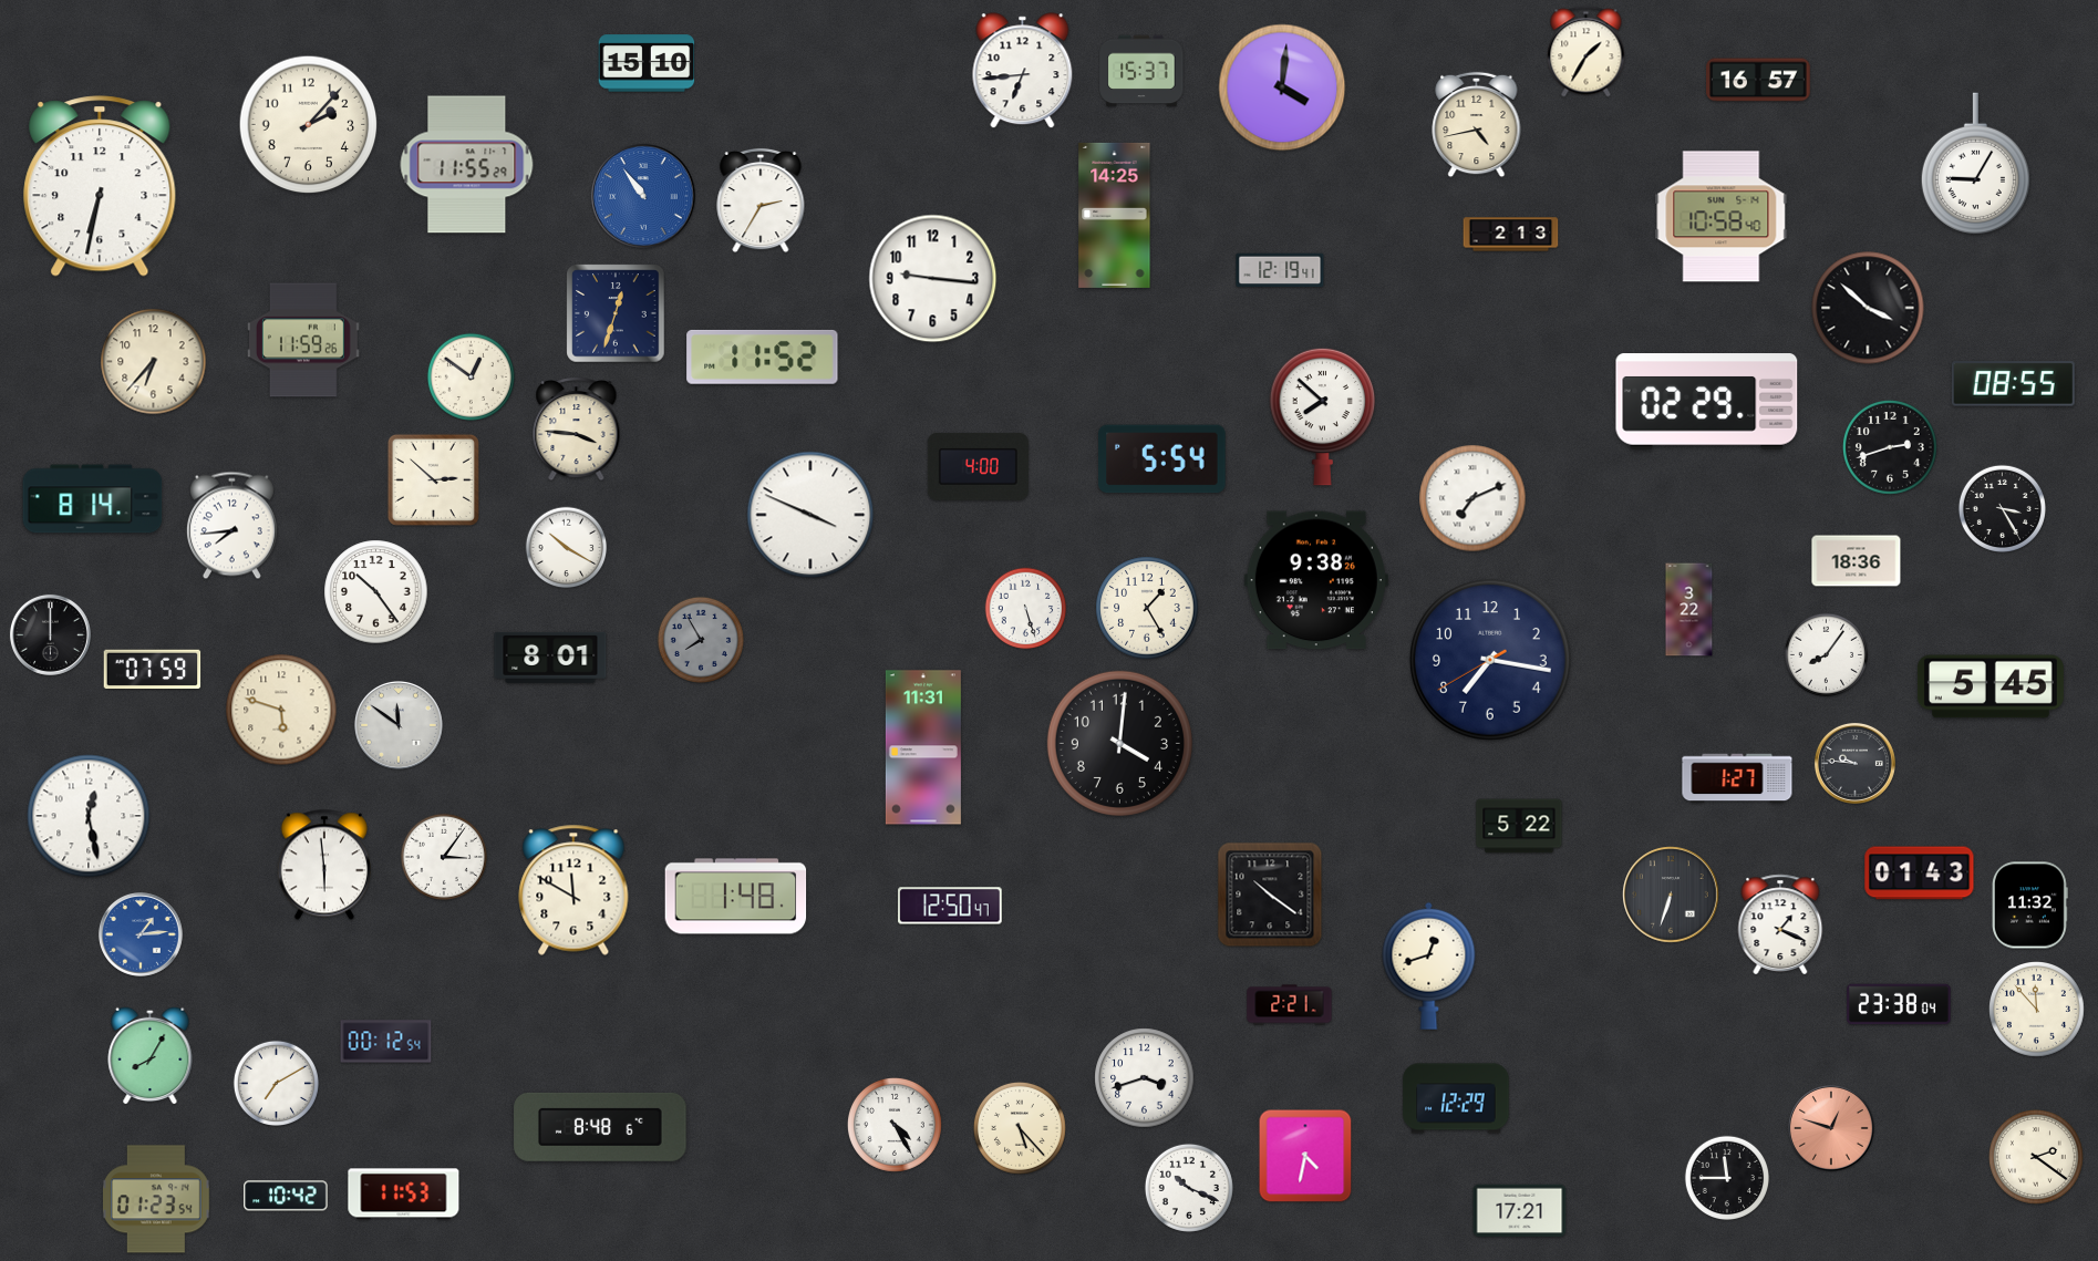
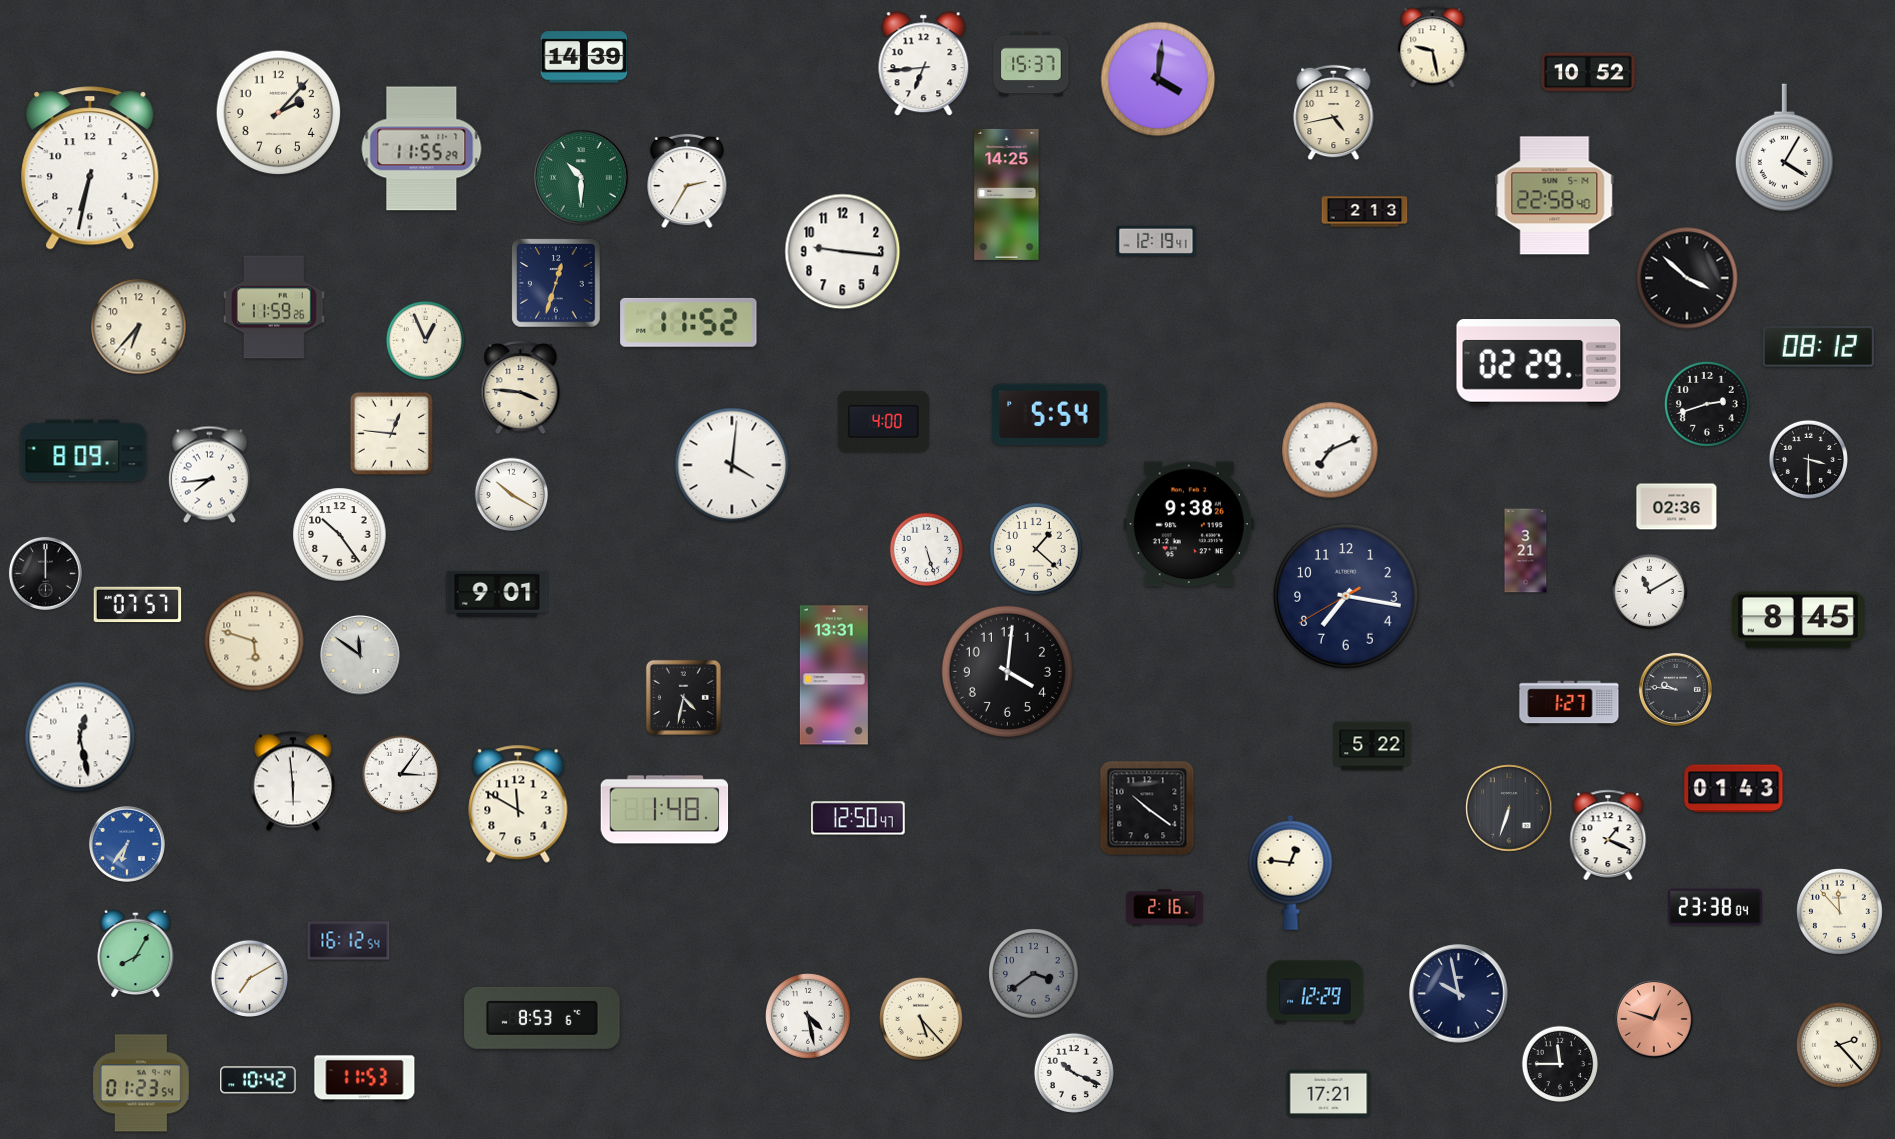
clock at (1587, 52): 1:35 -> 9:28
clock at (647, 63): 15:10 -> 14:39
clock at (1758, 80): 16:57 -> 10:52
clock at (1975, 164): 9:05 -> 4:05
clock at (643, 196): 10:54 -> 10:30
clock at (643, 196) dial: blue -> green
clock at (1722, 217): 10:58 -> 22:58
clock at (1280, 270) position: (1280, 270) -> (1156, 241)
clock at (471, 376): 12:51 -> 12:56
clock at (2013, 384): 08:55 -> 08:12
clock at (1707, 402) position: (1707, 402) -> (1539, 363)
clock at (1323, 416): 7:52 -> none
clock at (433, 479): 2:52 -> 12:46
clock at (93, 499): 8:14 -> 8:09
clock at (2002, 508): 3:25 -> 3:30
clock at (810, 515): 3:49 -> 4:01
clock at (1857, 561): 18:36 -> 02:36
clock at (1147, 608): 1:25 -> 1:22
clock at (1689, 610): 3:22 -> 3:21
clock at (700, 639): 7:55 -> none
clock at (1827, 655): 8:06 -> 11:10
clock at (550, 658): 8:01 -> 9:01
clock at (153, 670): 07:59 -> 07:57
clock at (1991, 686): 5:45 -> 8:45
clock at (1119, 743) position: (1119, 743) -> (1007, 671)
clock at (923, 747): 11:31 -> 13:31
clock at (683, 697): none -> 4:32
clock at (2029, 906): 11:32 -> none
clock at (141, 934): 1:14 -> 6:36
clock at (1429, 965): 12:42 -> 12:46
clock at (1290, 1005): 2:21 -> 2:16
clock at (386, 1042): 00:12 -> 16:12
clock at (1145, 1078): 3:42 -> 3:39
clock at (1145, 1078) dial: white -> grey
clock at (1459, 994): none -> 9:58
clock at (895, 1125): 4:25 -> 4:28
clock at (600, 1127): 8:48 -> 8:53
clock at (1305, 1156): 4:32 -> none
clock at (2036, 1157): 2:21 -> 2:23
clock at (1520, 1211) position: (1520, 1211) -> (1329, 1094)
